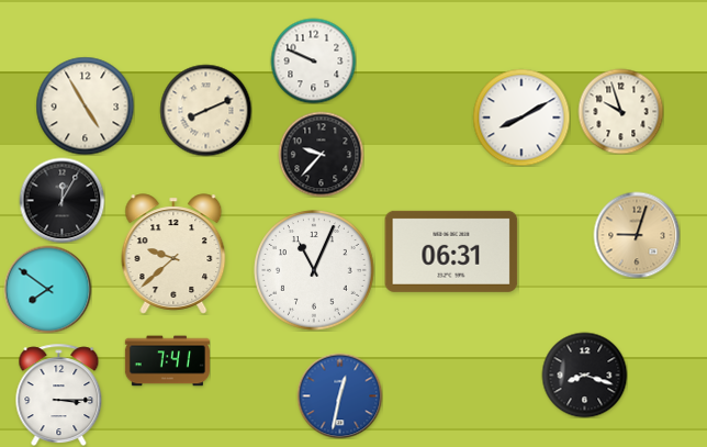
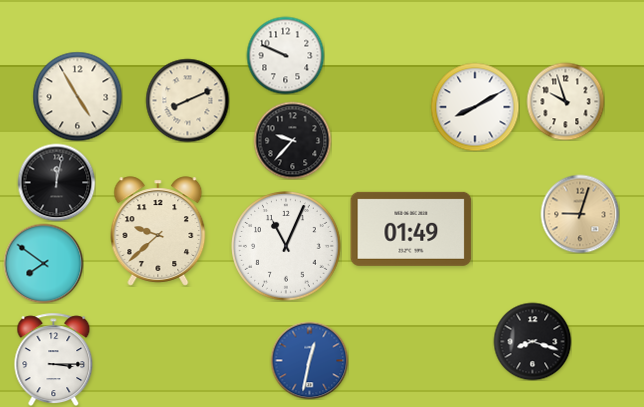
clock at (61, 200): 12:05 -> 12:02
clock at (451, 252): 06:31 -> 01:49
clock at (167, 361): 7:41 -> none
